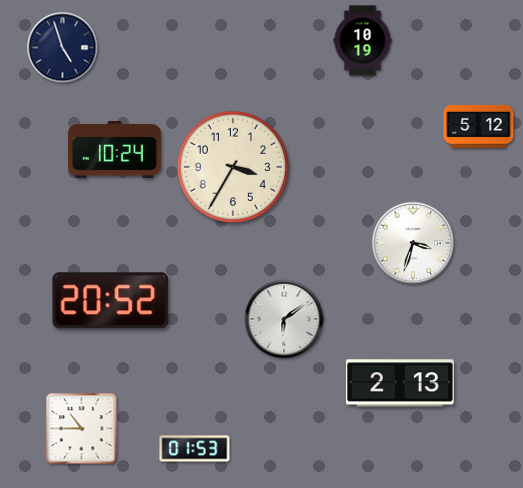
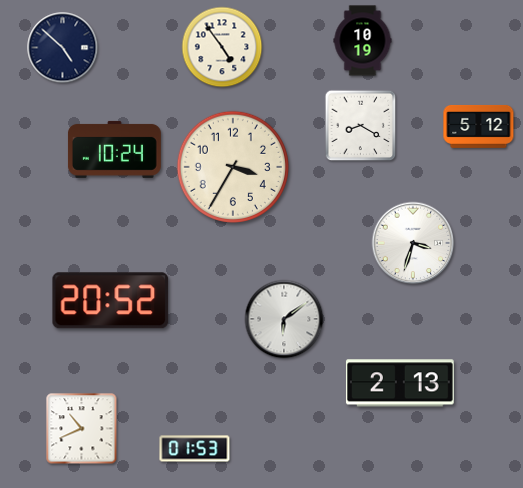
clock at (222, 47): none -> 4:54
clock at (63, 48): 4:57 -> 4:52
clock at (361, 126): none -> 8:20
clock at (82, 429): 10:45 -> 10:41
